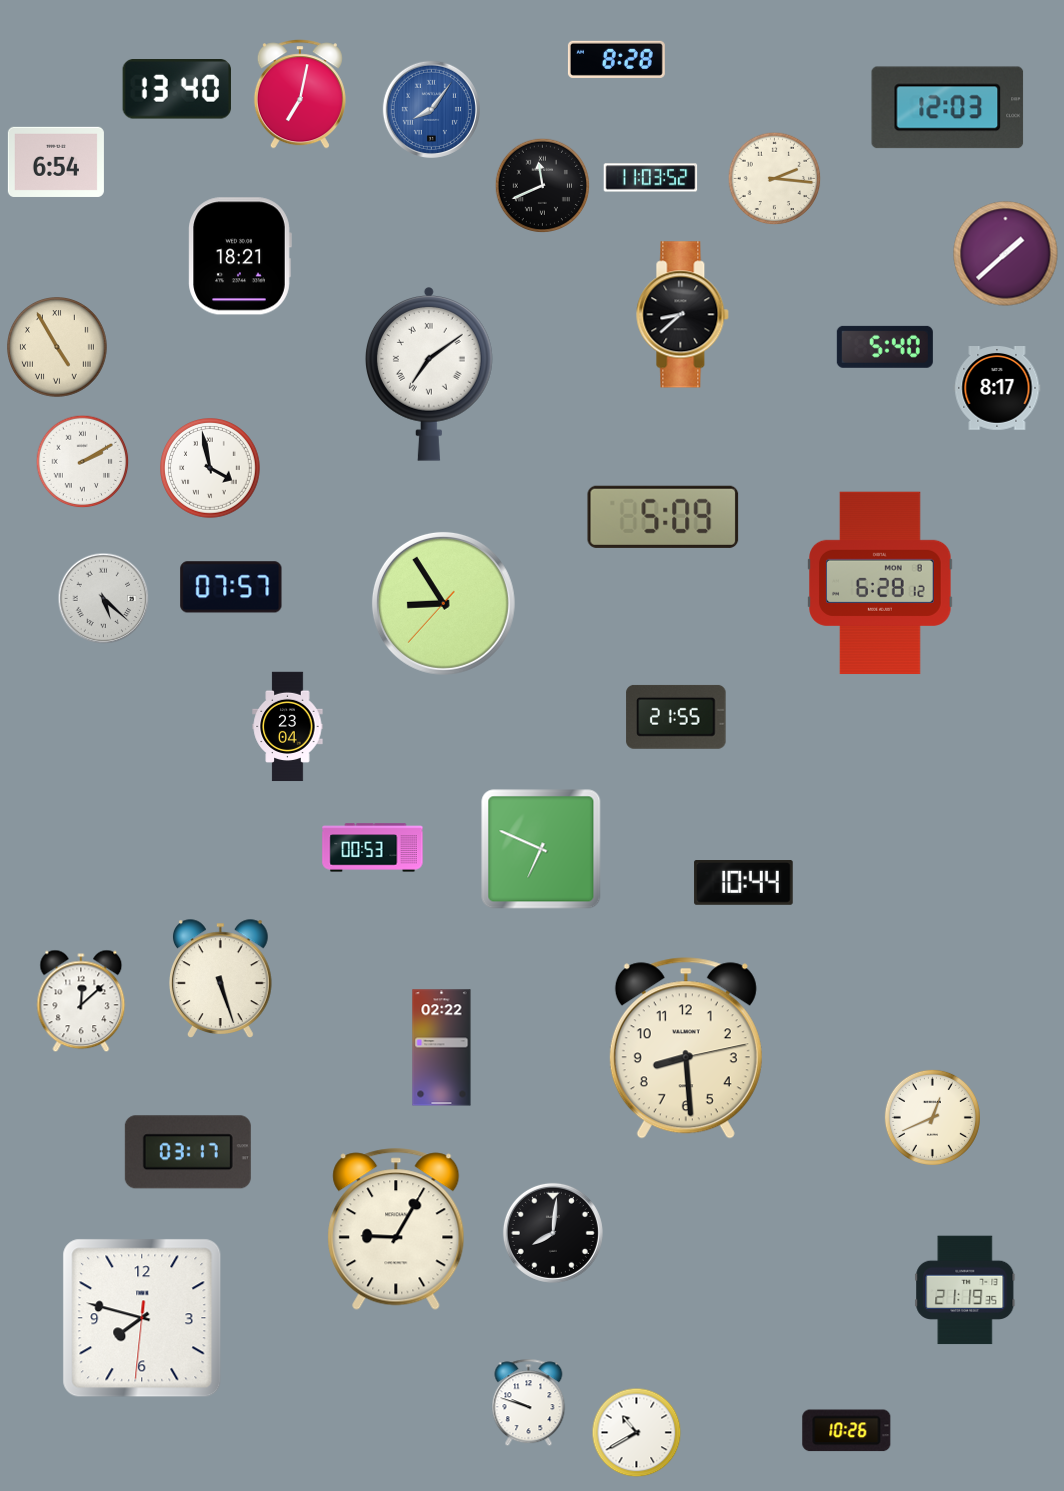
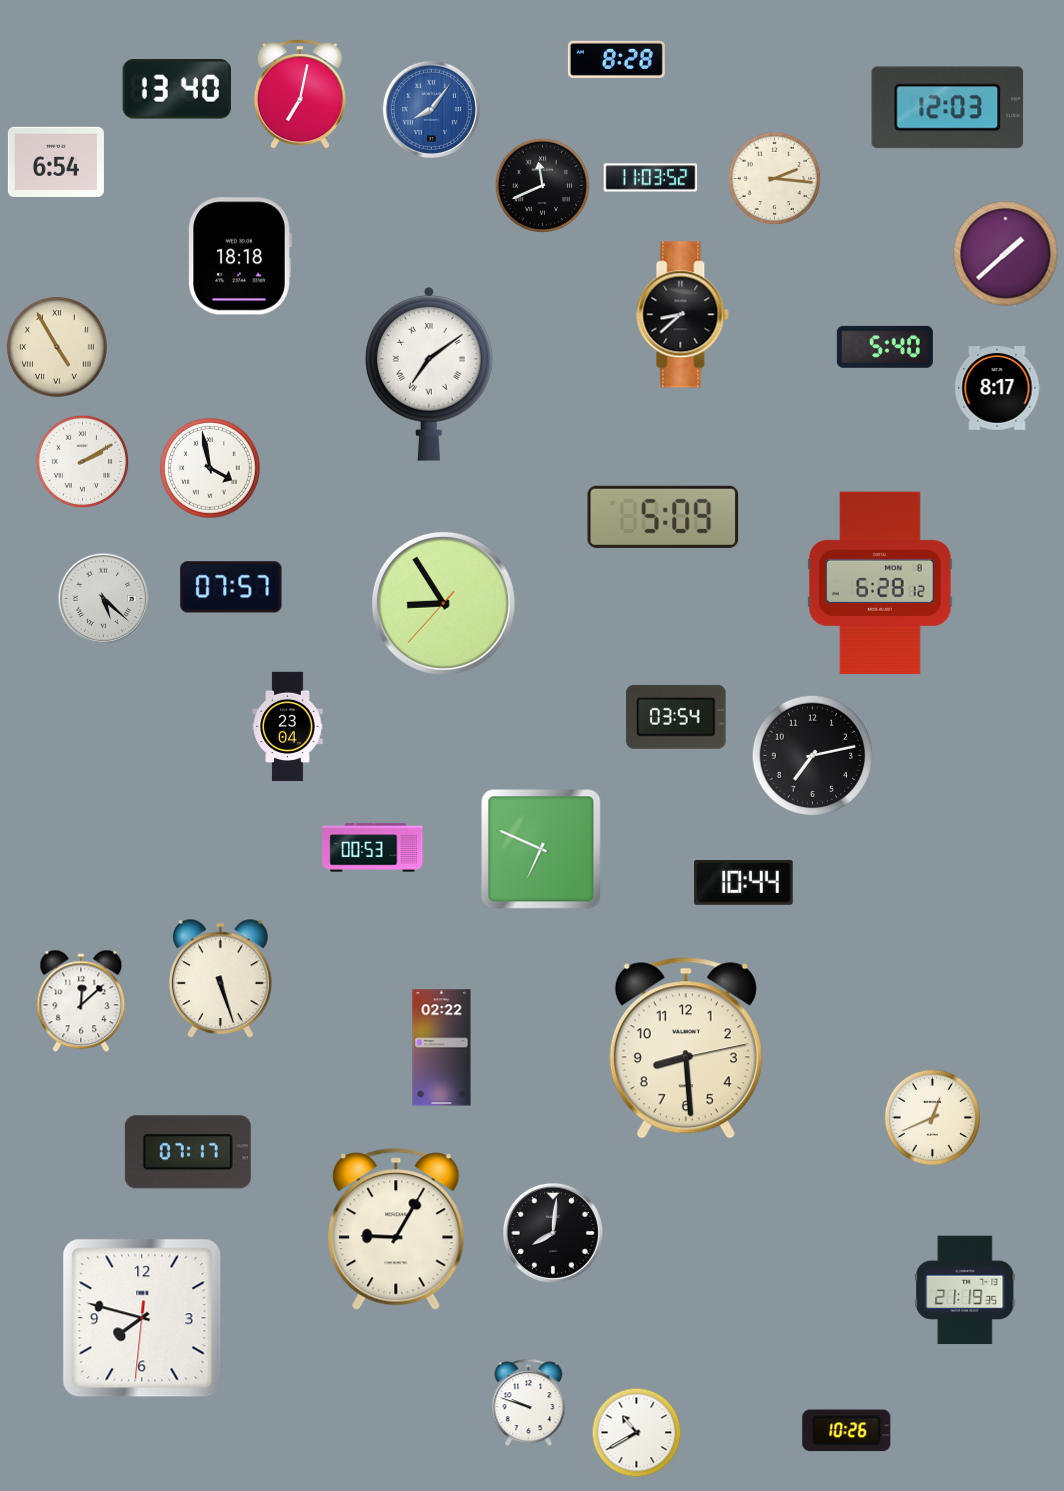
clock at (240, 256): 18:21 -> 18:18
clock at (676, 717): 21:55 -> 03:54
clock at (812, 755): none -> 7:13
clock at (188, 1152): 03:17 -> 07:17
